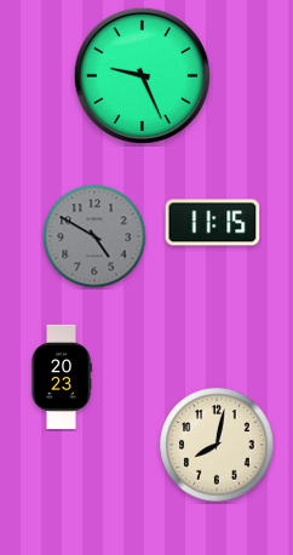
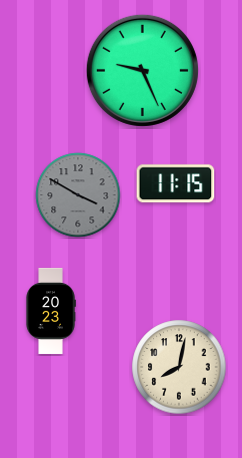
clock at (142, 75) position: (142, 75) -> (142, 70)
clock at (94, 236): 4:50 -> 3:50
